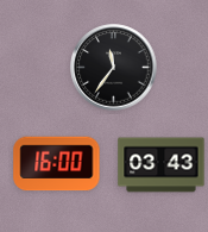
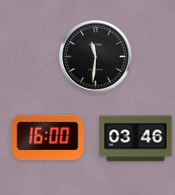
clock at (114, 68): 11:36 -> 11:31
clock at (162, 165): 03:43 -> 03:46
